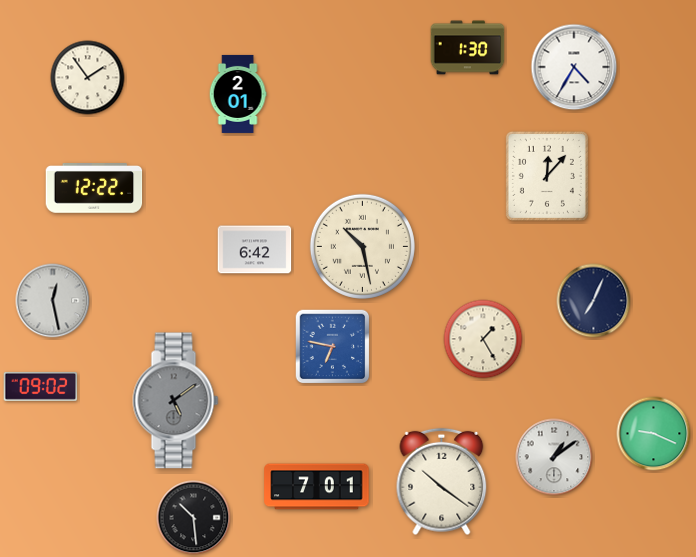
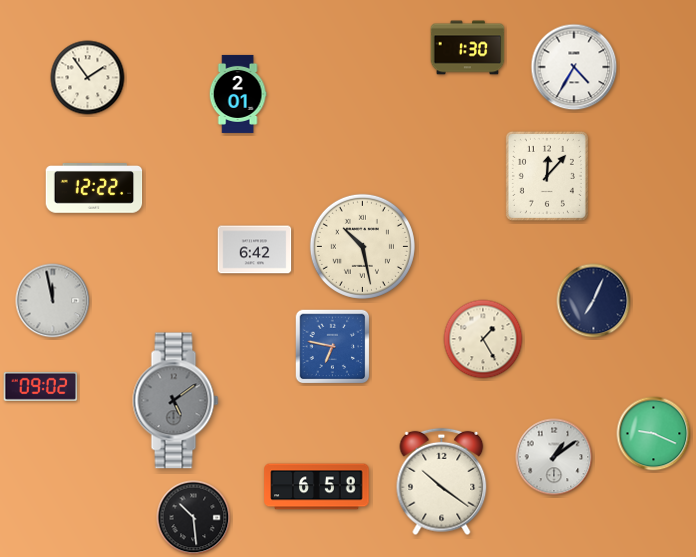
clock at (53, 301): 12:28 -> 11:58
clock at (317, 487): 7:01 -> 6:58
